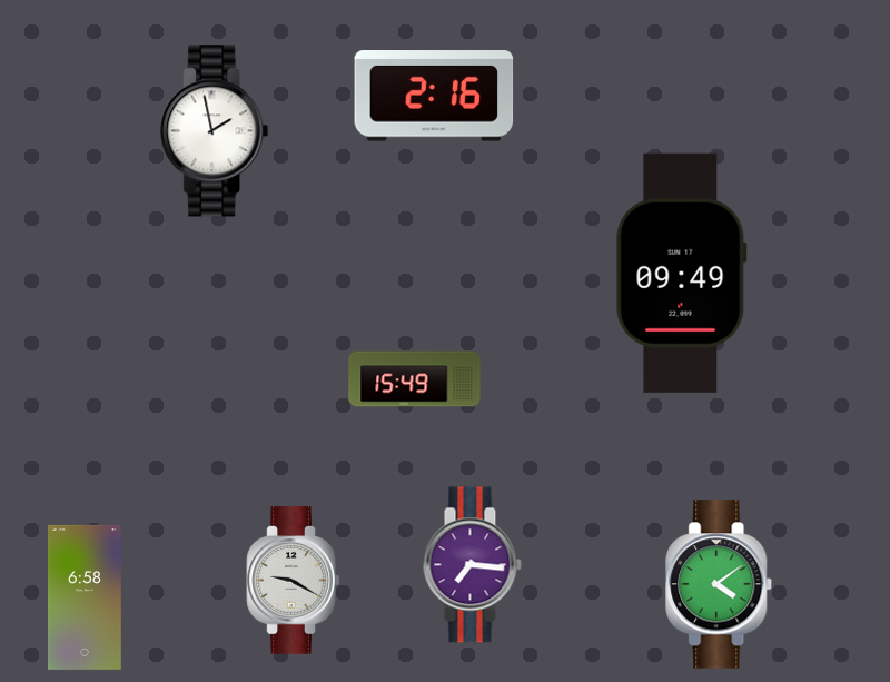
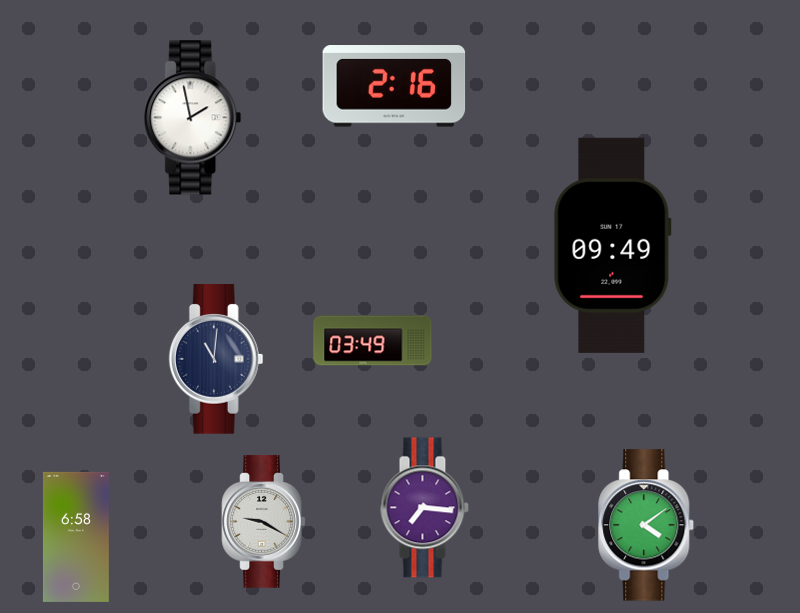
clock at (434, 96) position: (434, 96) -> (394, 86)
clock at (415, 379): 15:49 -> 03:49
clock at (216, 359): none -> 11:01
